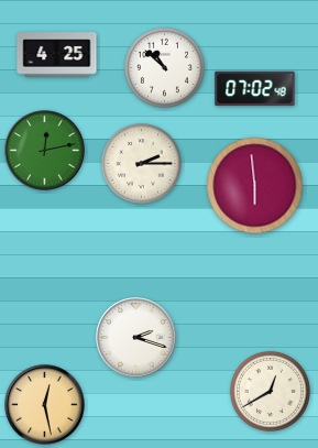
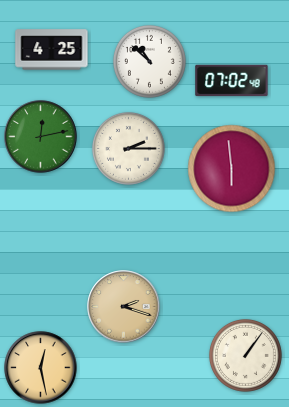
clock at (136, 338) dial: white -> champagne
clock at (270, 391): 12:40 -> 1:06
